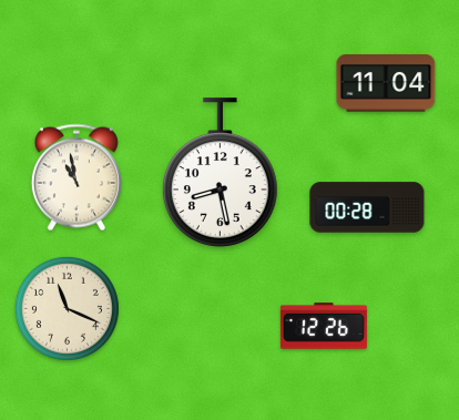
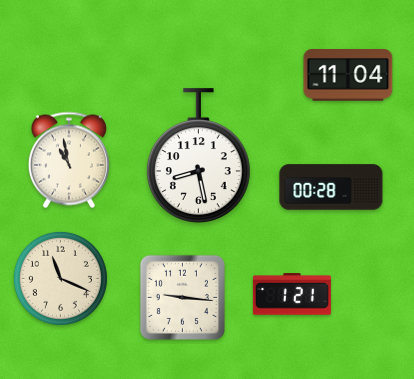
clock at (324, 326): 12:26 -> 1:21
clock at (182, 297): none -> 9:16
